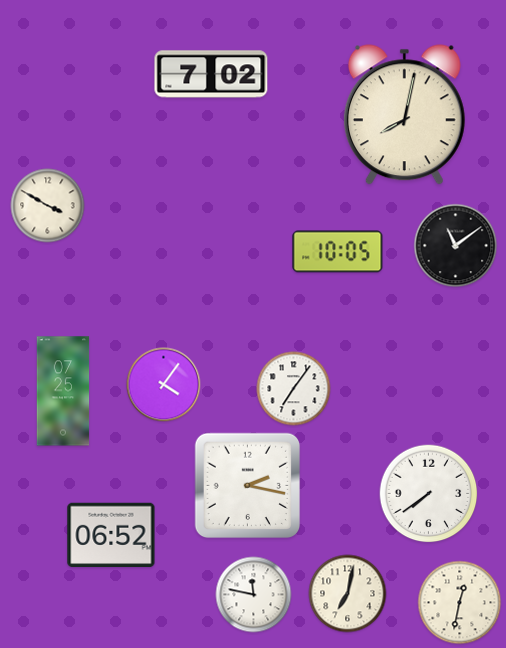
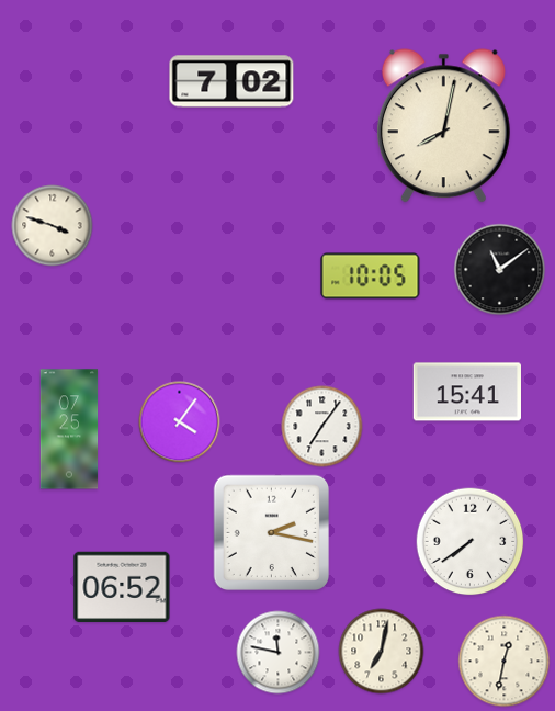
clock at (48, 206): 3:50 -> 3:48
clock at (466, 392): none -> 15:41
